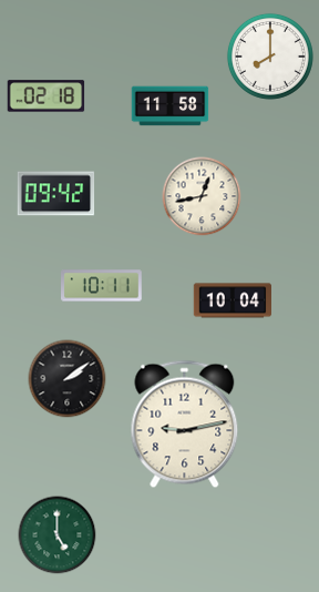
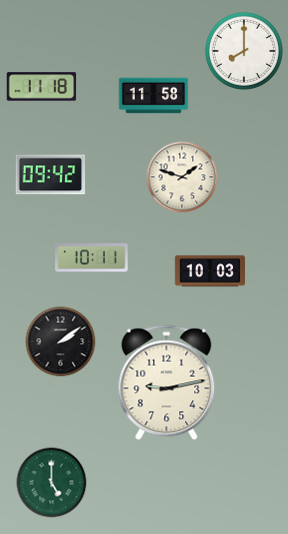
clock at (47, 96): 02:18 -> 11:18
clock at (202, 196): 12:43 -> 1:48
clock at (231, 300): 10:04 -> 10:03
